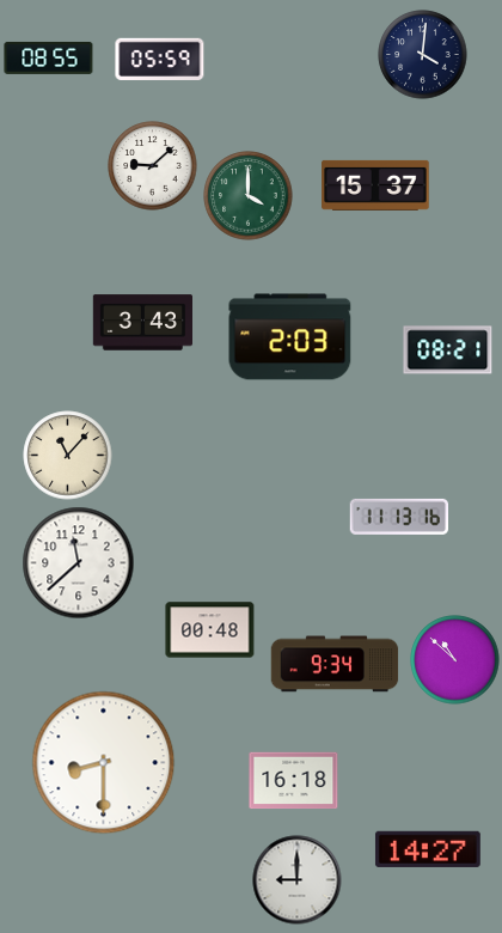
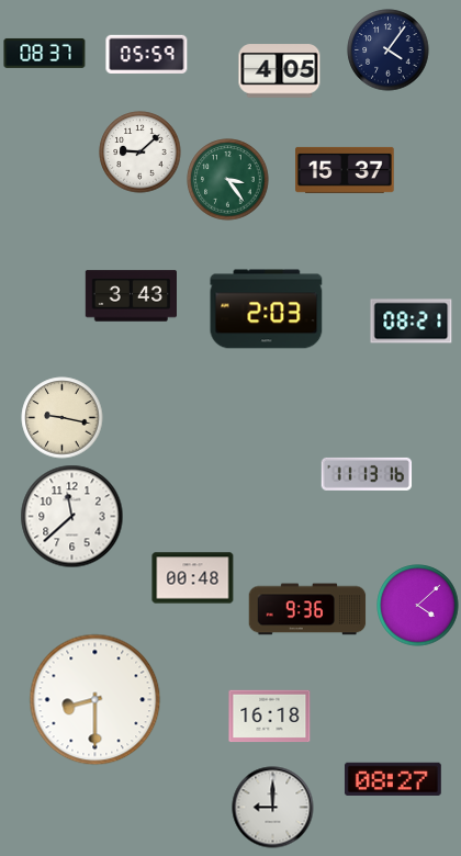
clock at (423, 55): 4:01 -> 4:06
clock at (49, 57): 08:55 -> 08:37
clock at (280, 71): none -> 4:05
clock at (249, 196): 4:00 -> 3:24
clock at (68, 456): 11:07 -> 9:17
clock at (455, 660): 10:52 -> 4:08
clock at (335, 664): 9:34 -> 9:36
clock at (428, 849): 14:27 -> 08:27
